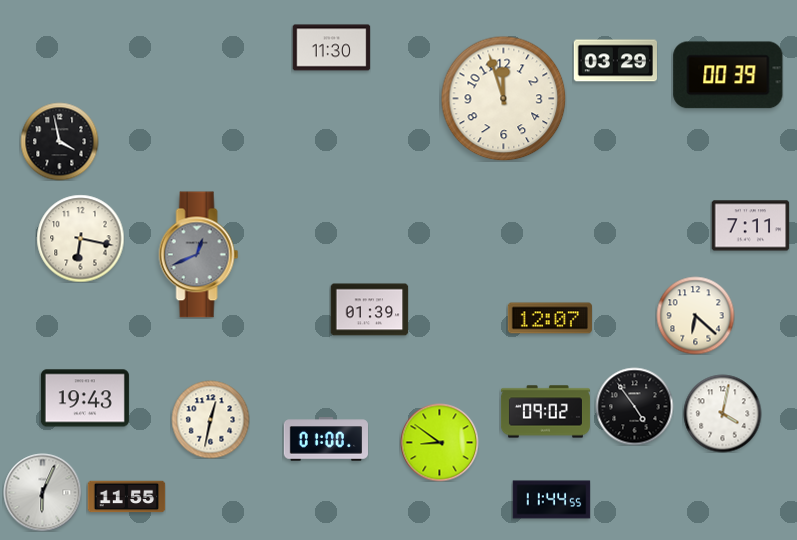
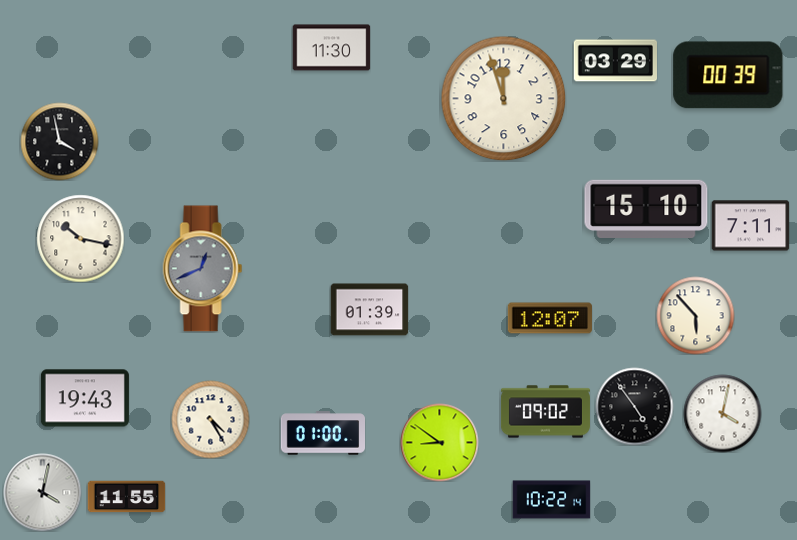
clock at (646, 208): none -> 15:10
clock at (80, 238): 6:17 -> 10:17
clock at (199, 255) position: (199, 255) -> (203, 269)
clock at (695, 315): 6:22 -> 5:53
clock at (210, 419): 12:32 -> 4:25
clock at (325, 439) position: (325, 439) -> (322, 433)
clock at (42, 492): 6:04 -> 4:02
clock at (551, 500): 11:44 -> 10:22
